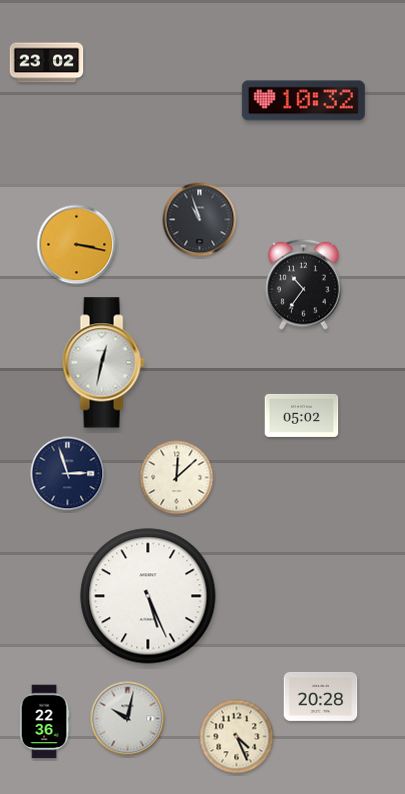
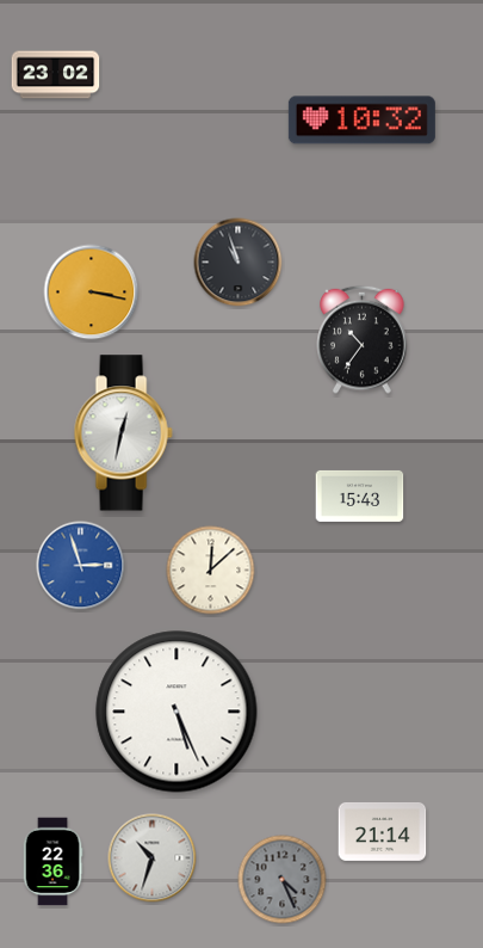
clock at (302, 415): 05:02 -> 15:43
clock at (68, 474) dial: navy -> blue
clock at (321, 696): 20:28 -> 21:14
clock at (128, 719): 10:02 -> 10:33
clock at (237, 737) dial: cream -> grey
